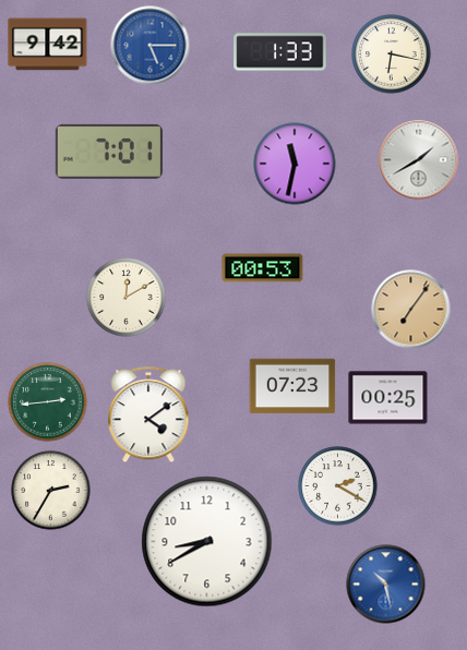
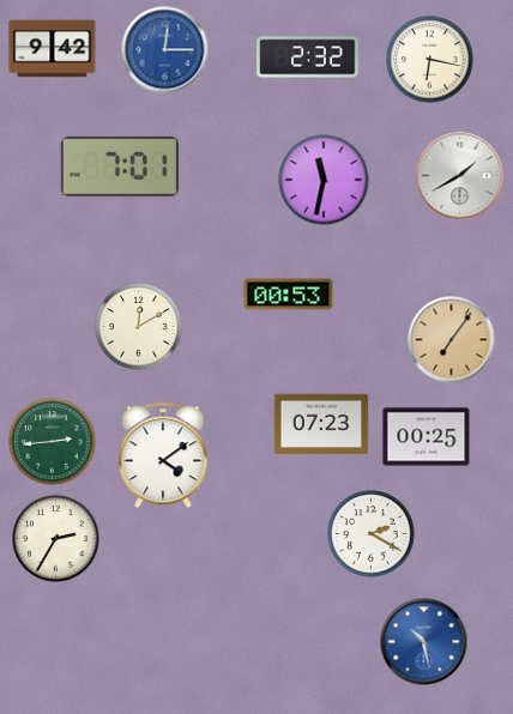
clock at (151, 46): 5:15 -> 12:15
clock at (280, 52): 1:33 -> 2:32
clock at (207, 542): 8:40 -> none
